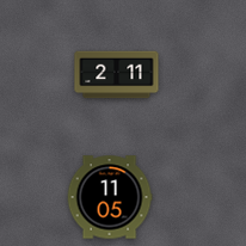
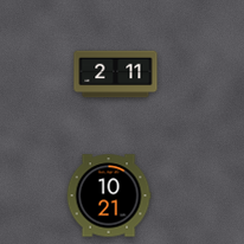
clock at (110, 197): 11:05 -> 10:21
